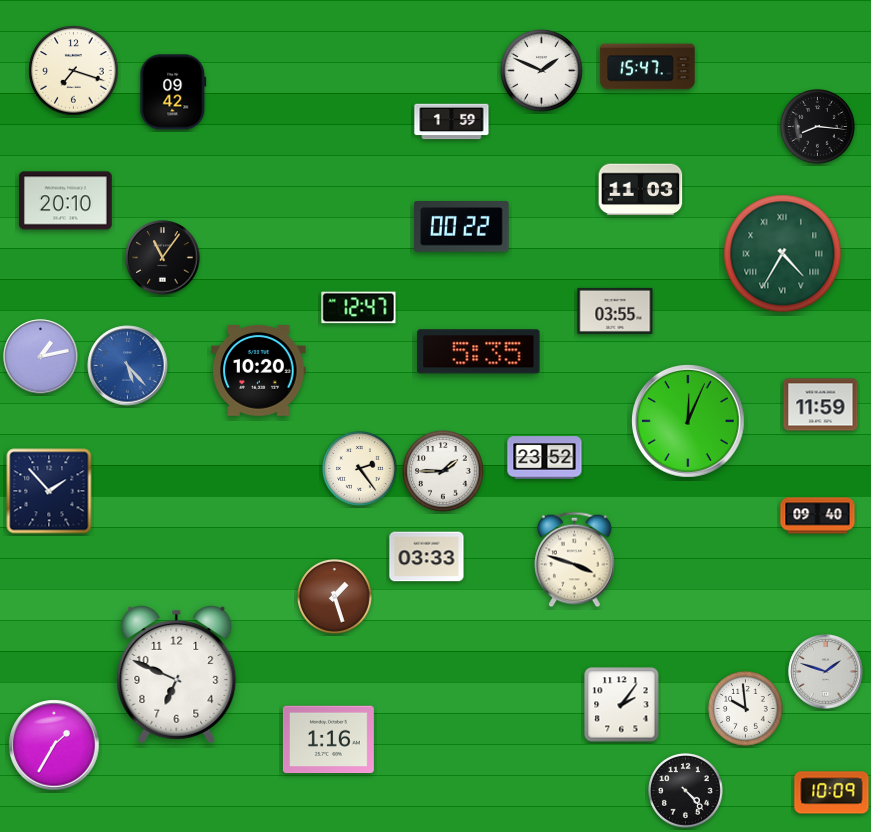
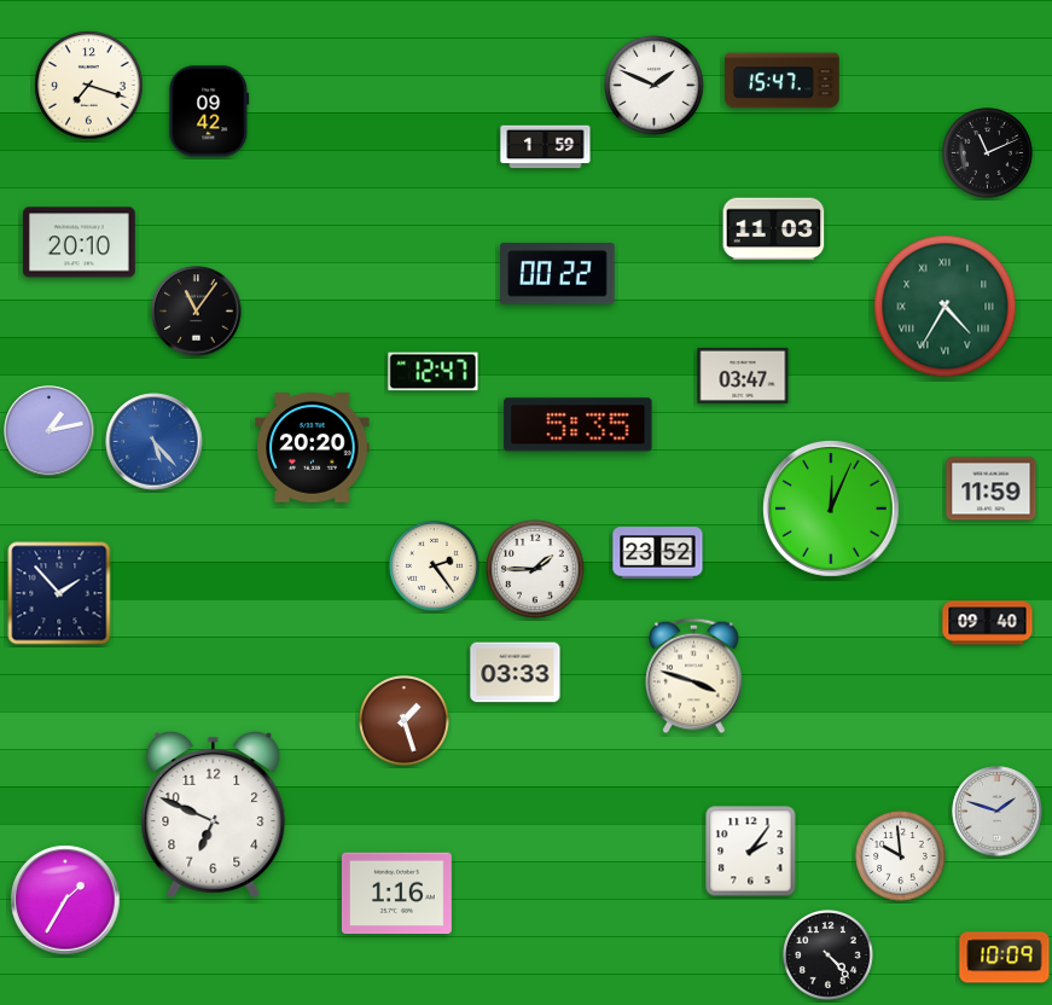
clock at (818, 127): 8:16 -> 11:11
clock at (615, 311): 03:55 -> 03:47
clock at (259, 371): 10:20 -> 20:20
